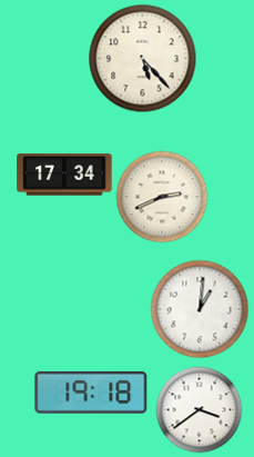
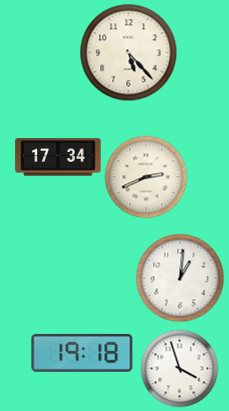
clock at (199, 409): 3:39 -> 3:57
